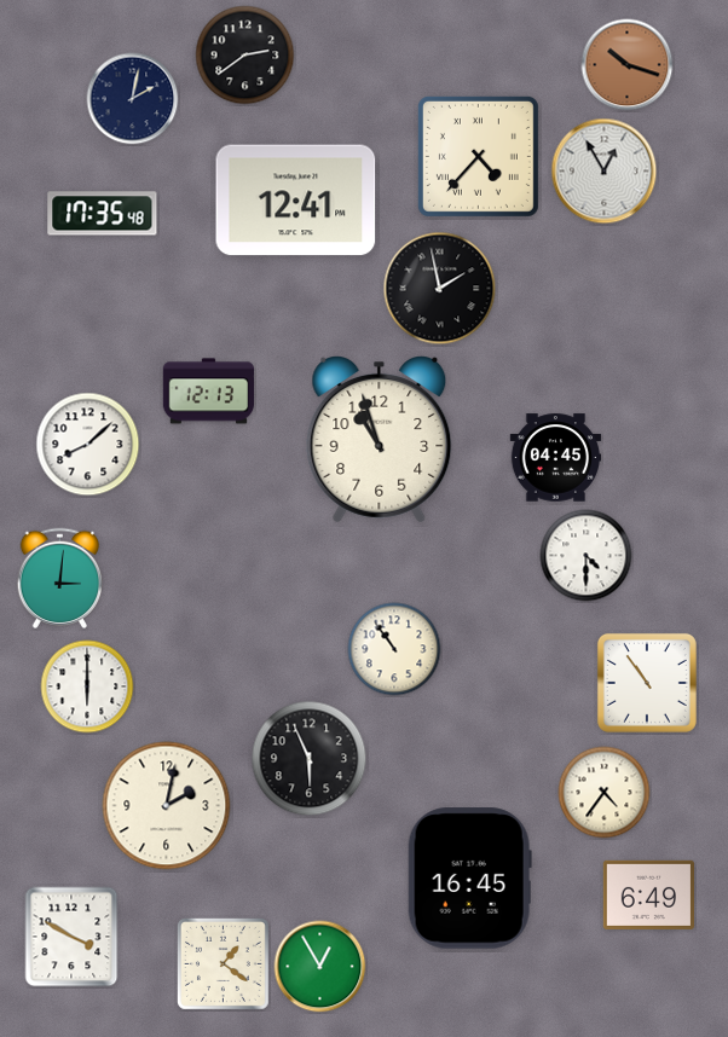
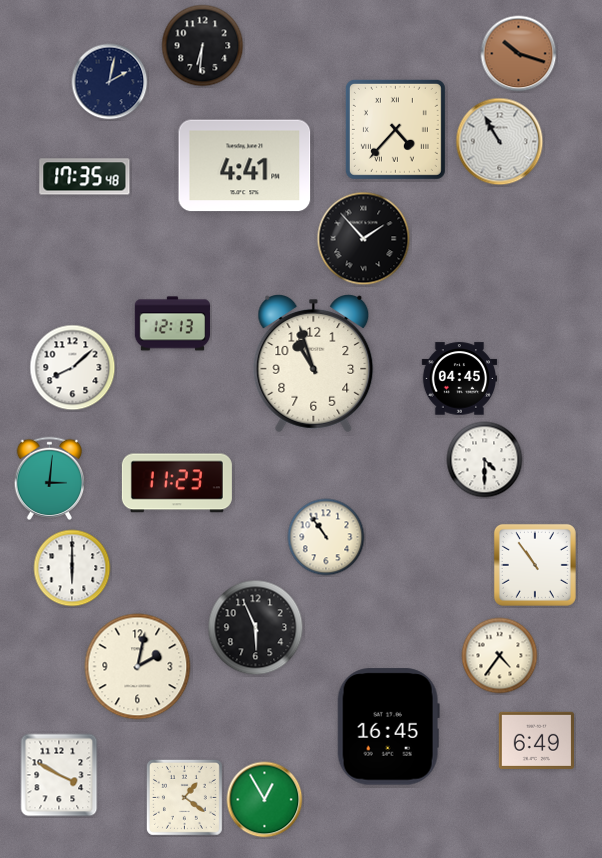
clock at (245, 56): 2:39 -> 6:31
clock at (605, 172): 12:55 -> 10:55
clock at (296, 201): 12:41 -> 4:41
clock at (440, 289): 1:58 -> 1:53
clock at (177, 483): none -> 11:23
